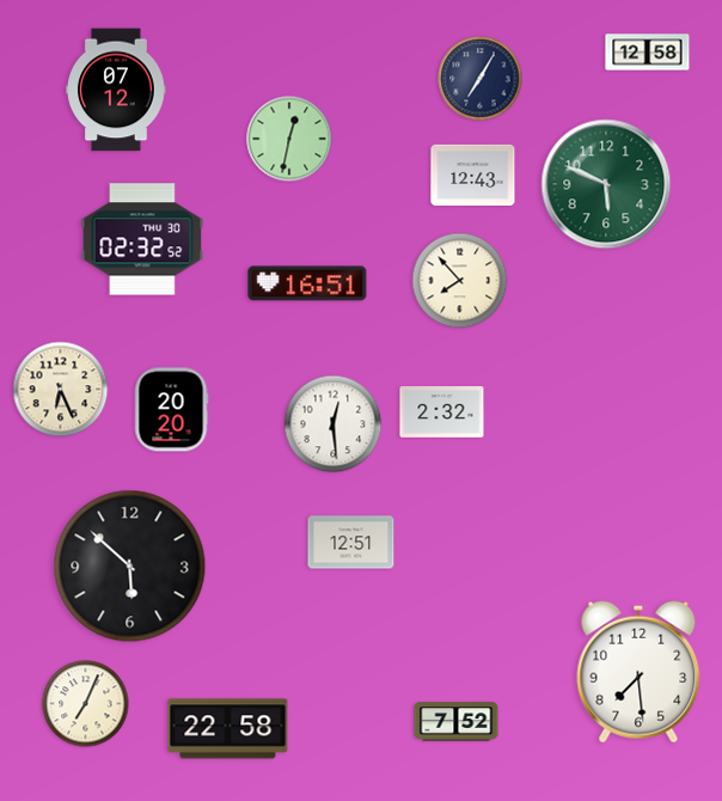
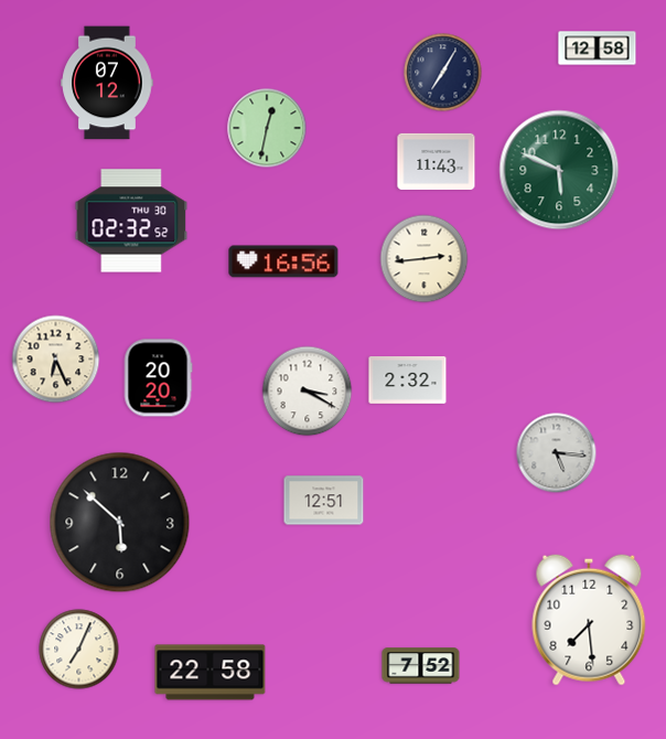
clock at (473, 175): 12:43 -> 11:43
clock at (460, 281): 7:53 -> 2:44
clock at (307, 283): 16:51 -> 16:56
clock at (334, 424): 12:29 -> 3:20
clock at (557, 453): none -> 5:16
